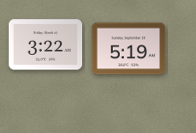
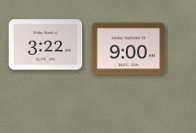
clock at (129, 49): 5:19 -> 9:00
